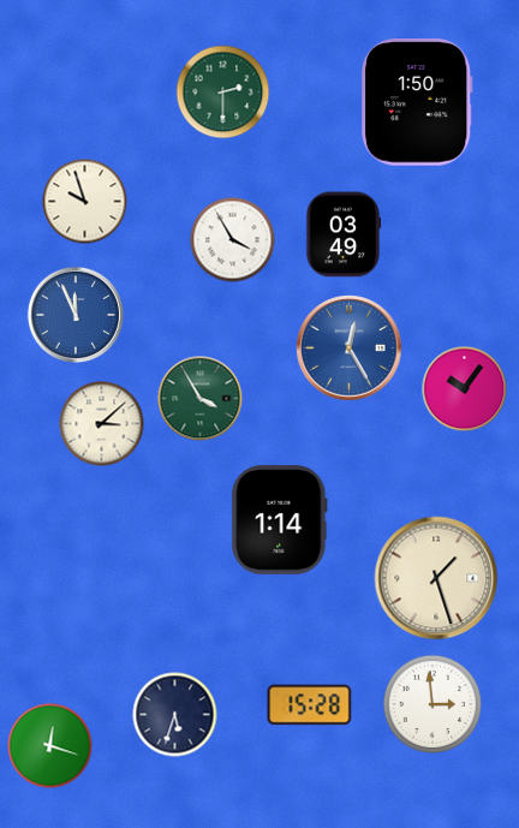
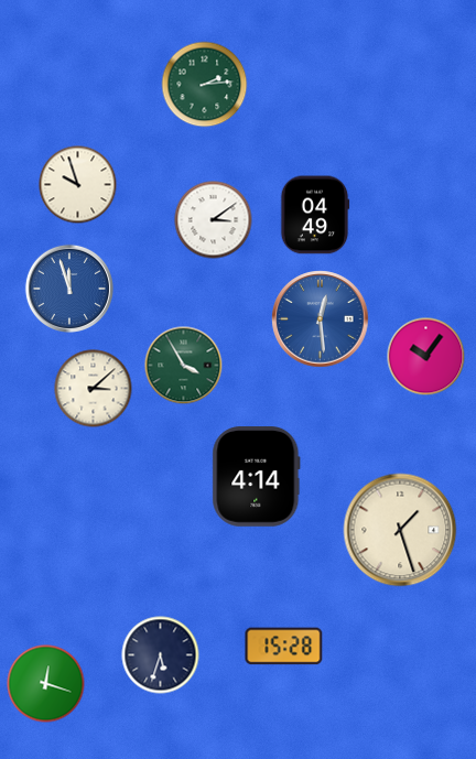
clock at (223, 93): 2:30 -> 2:14
clock at (417, 102): 1:50 -> none
clock at (344, 234): 03:49 -> 04:49
clock at (233, 240): 3:55 -> 3:09
clock at (76, 315): 11:56 -> 11:57
clock at (350, 349): 12:25 -> 12:29
clock at (280, 520): 1:14 -> 4:14
clock at (431, 703): 2:59 -> none
